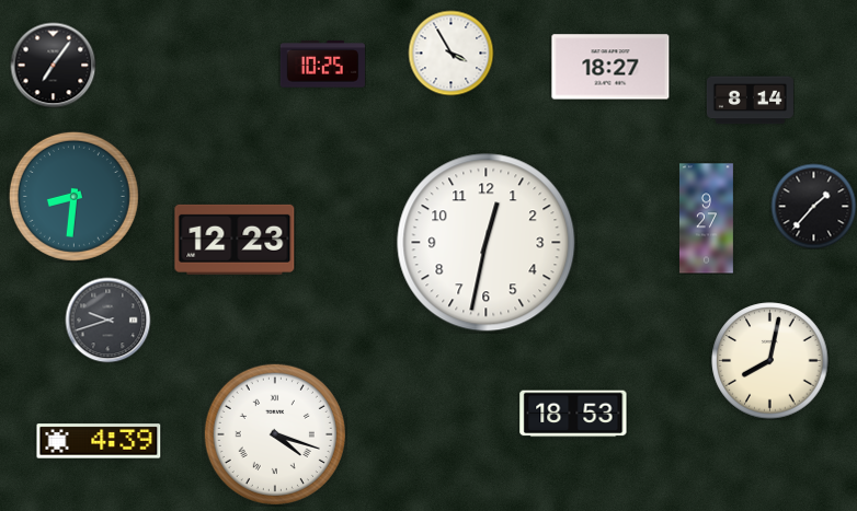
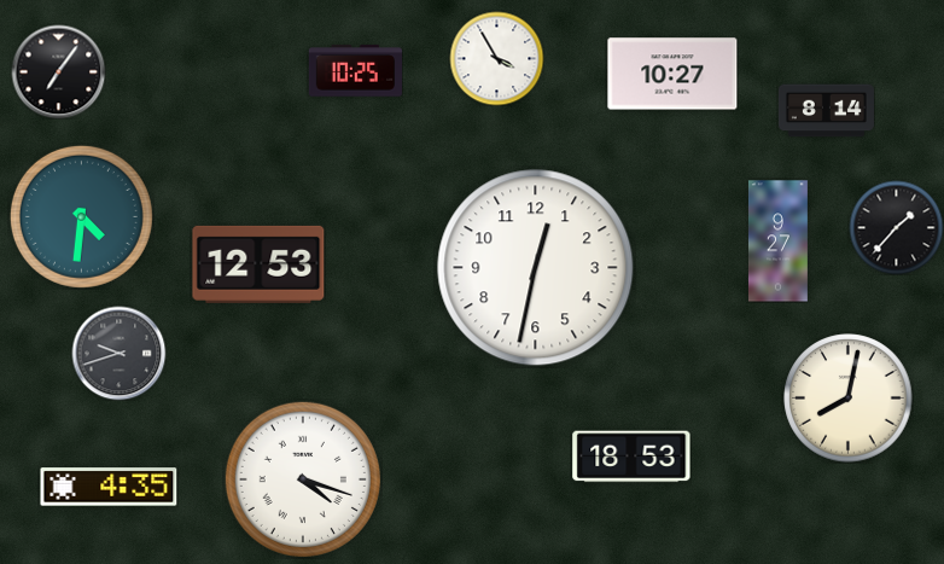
clock at (610, 67): 18:27 -> 10:27
clock at (73, 196): 8:31 -> 4:31
clock at (235, 240): 12:23 -> 12:53
clock at (99, 441): 4:39 -> 4:35
